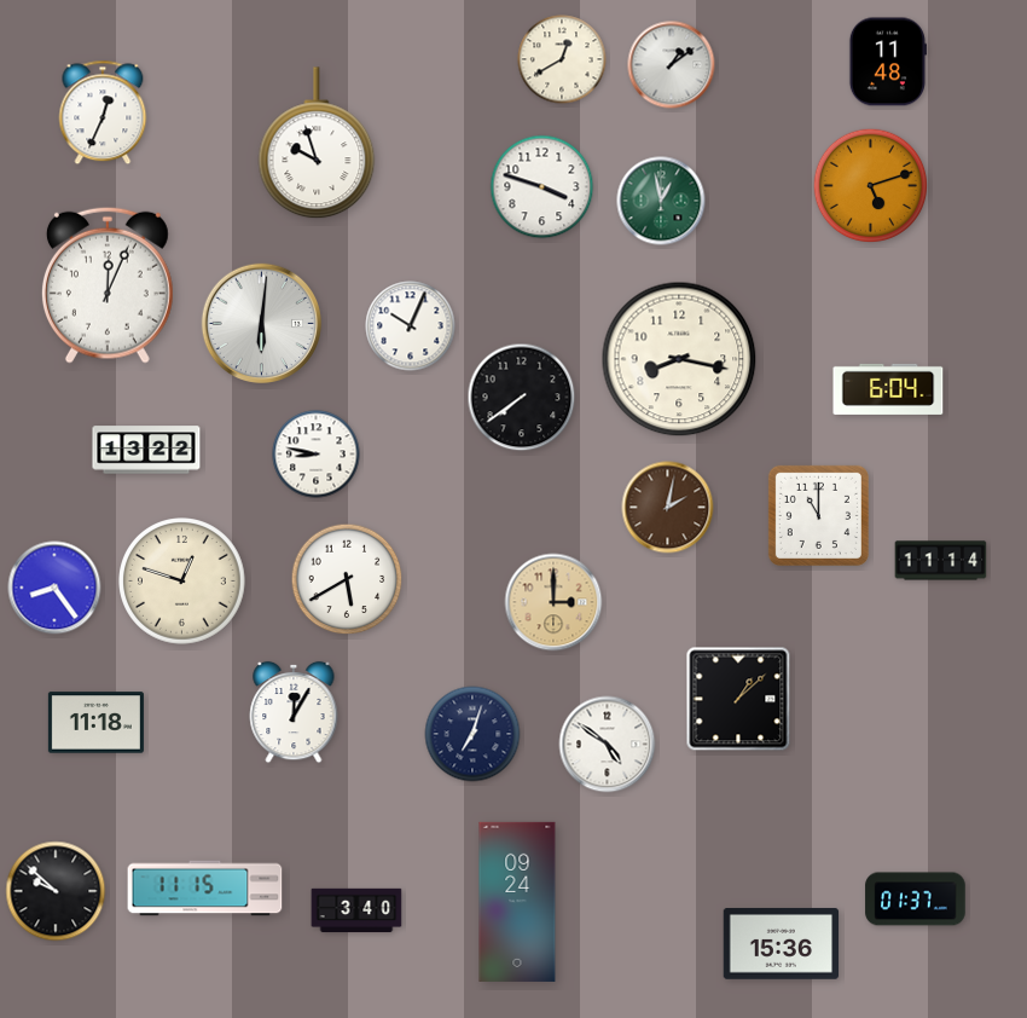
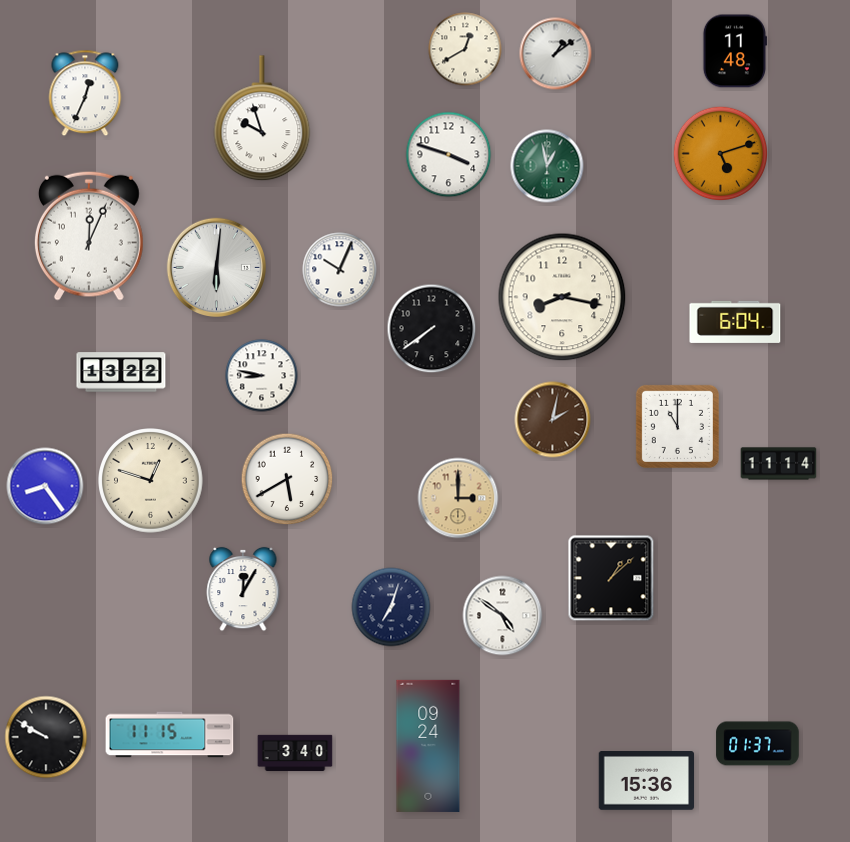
clock at (95, 723): 11:18 -> none
clock at (56, 891): 9:52 -> 9:50
